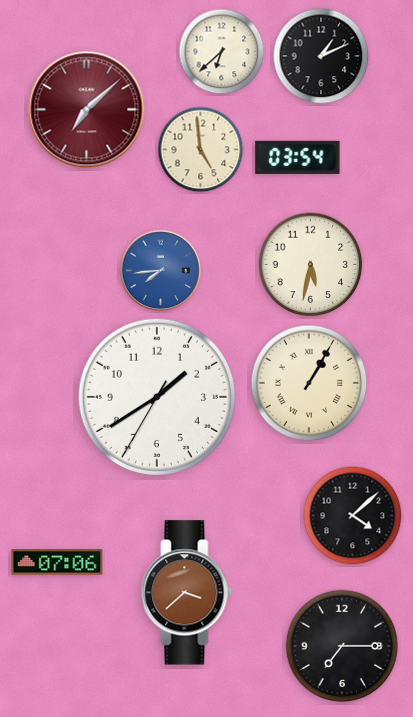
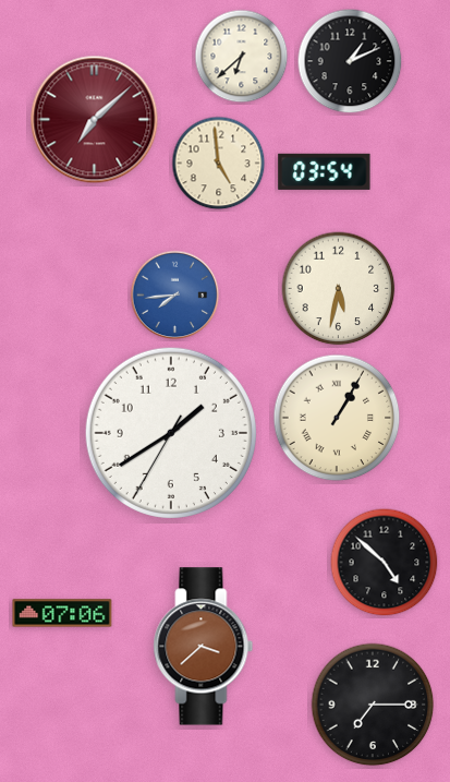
clock at (353, 516): 4:08 -> 4:52
